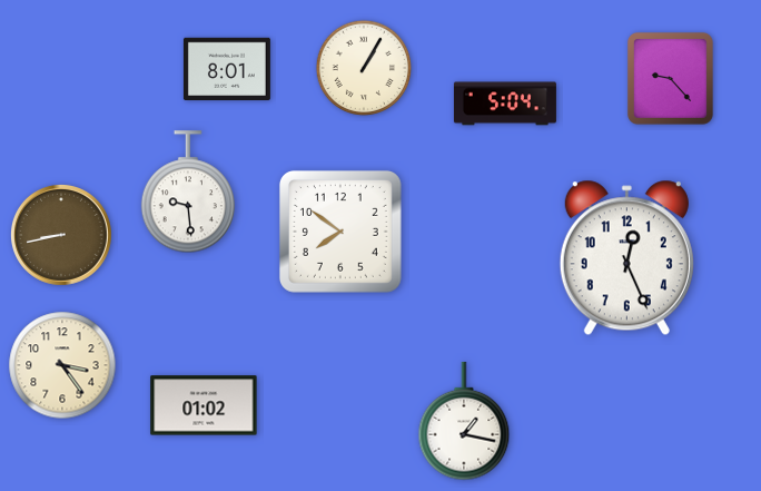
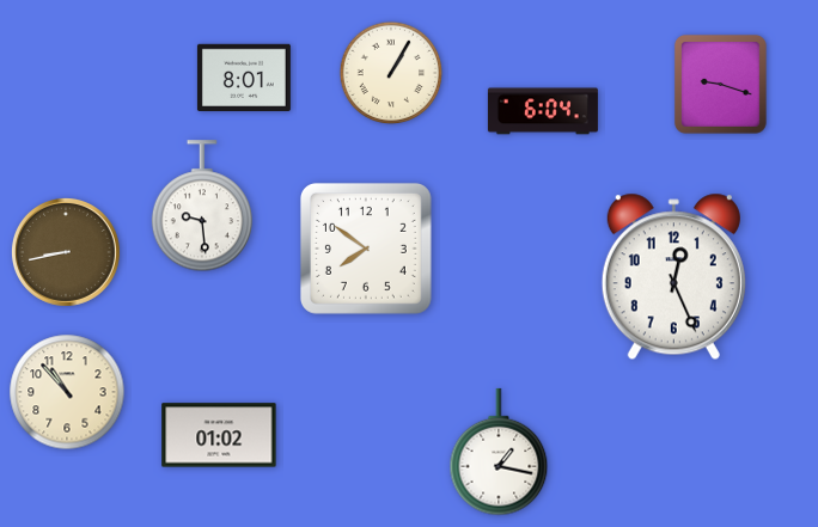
clock at (227, 68) position: (227, 68) -> (244, 76)
clock at (670, 78): 9:23 -> 9:18
clock at (505, 104): 5:04 -> 6:04
clock at (62, 365): 3:24 -> 10:53
